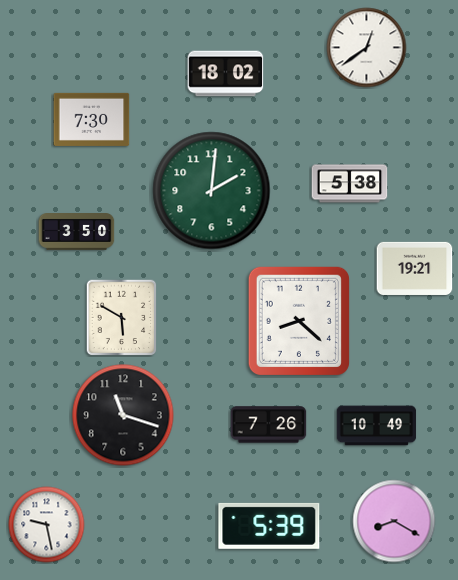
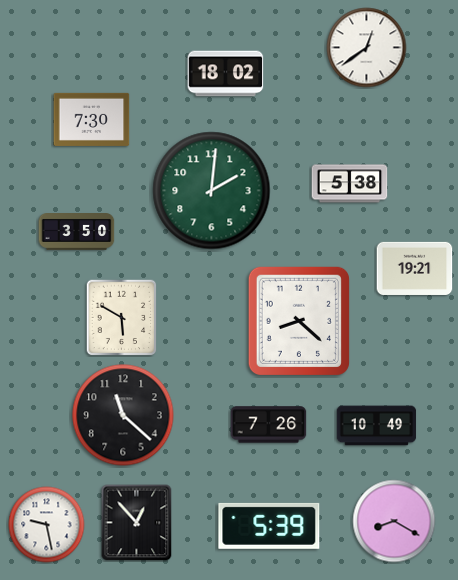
clock at (123, 415): 11:18 -> 11:22
clock at (137, 523): none -> 12:53
